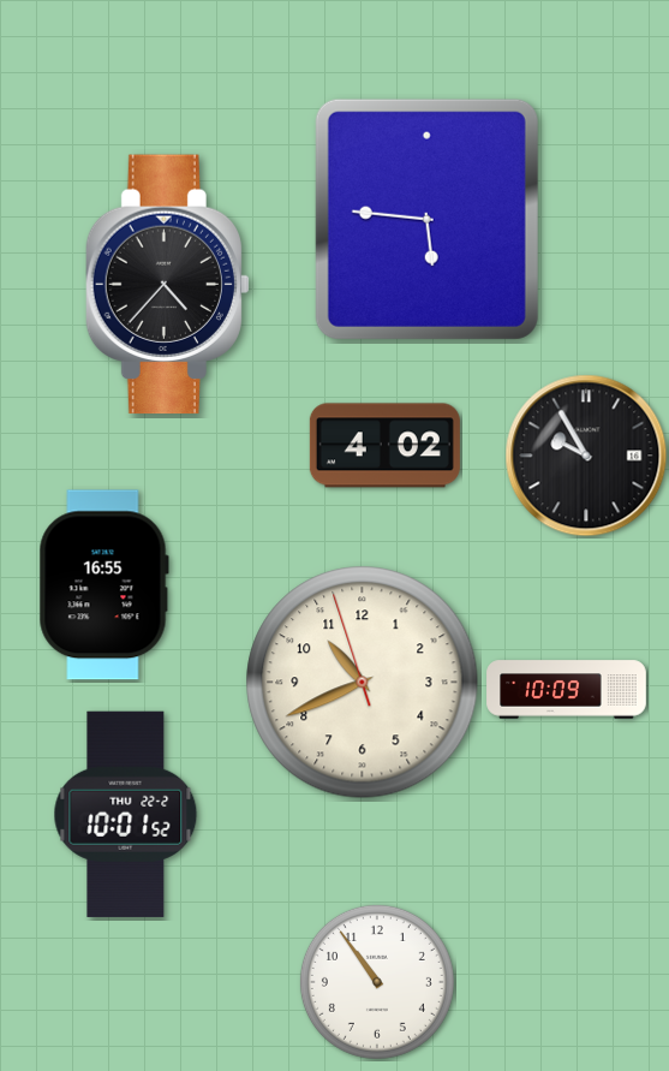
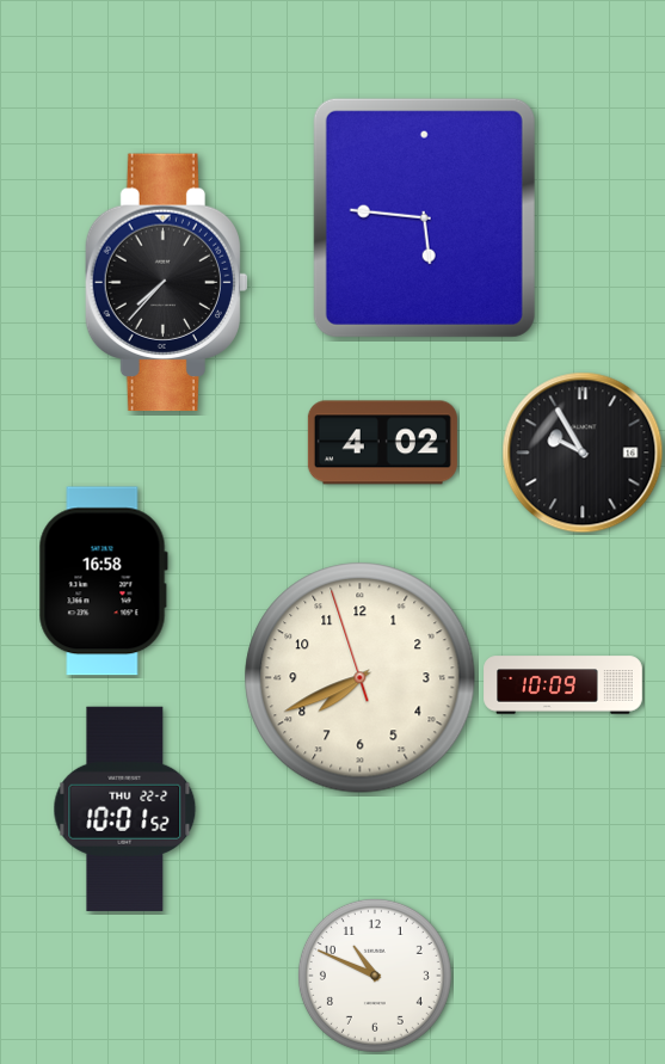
clock at (167, 285): 4:37 -> 7:37
clock at (103, 585): 16:55 -> 16:58
clock at (363, 683): 10:40 -> 7:40
clock at (377, 982): 10:54 -> 10:49
